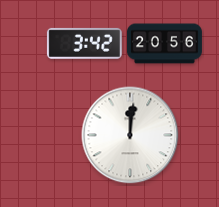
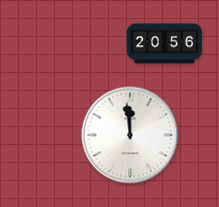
clock at (84, 43): 3:42 -> none
clock at (130, 135): 12:01 -> 11:59
